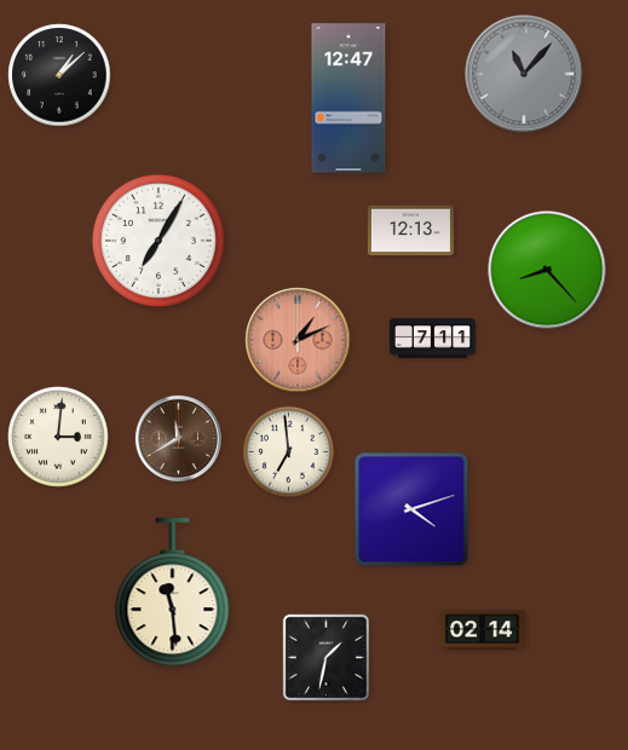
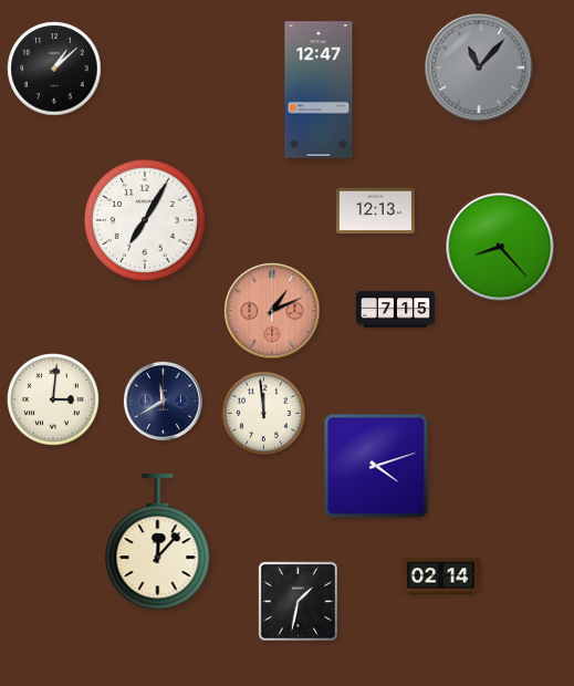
clock at (432, 339): 7:11 -> 7:15
clock at (178, 438) dial: brown -> navy
clock at (289, 452): 6:59 -> 11:59
clock at (173, 593): 11:29 -> 12:07
